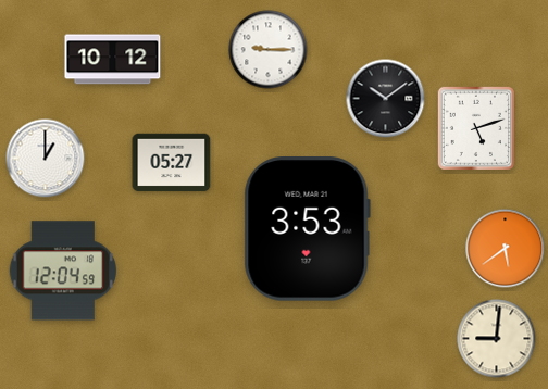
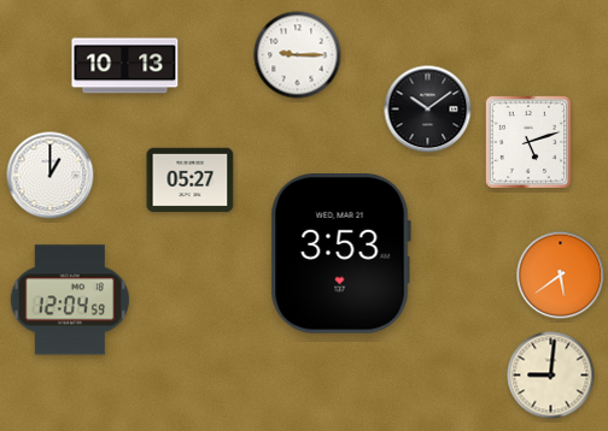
clock at (113, 60): 10:12 -> 10:13
